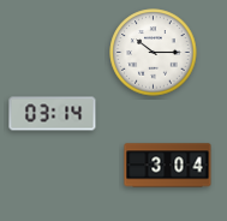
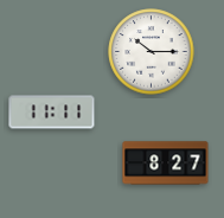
clock at (53, 114): 03:14 -> 11:11
clock at (168, 166): 3:04 -> 8:27
